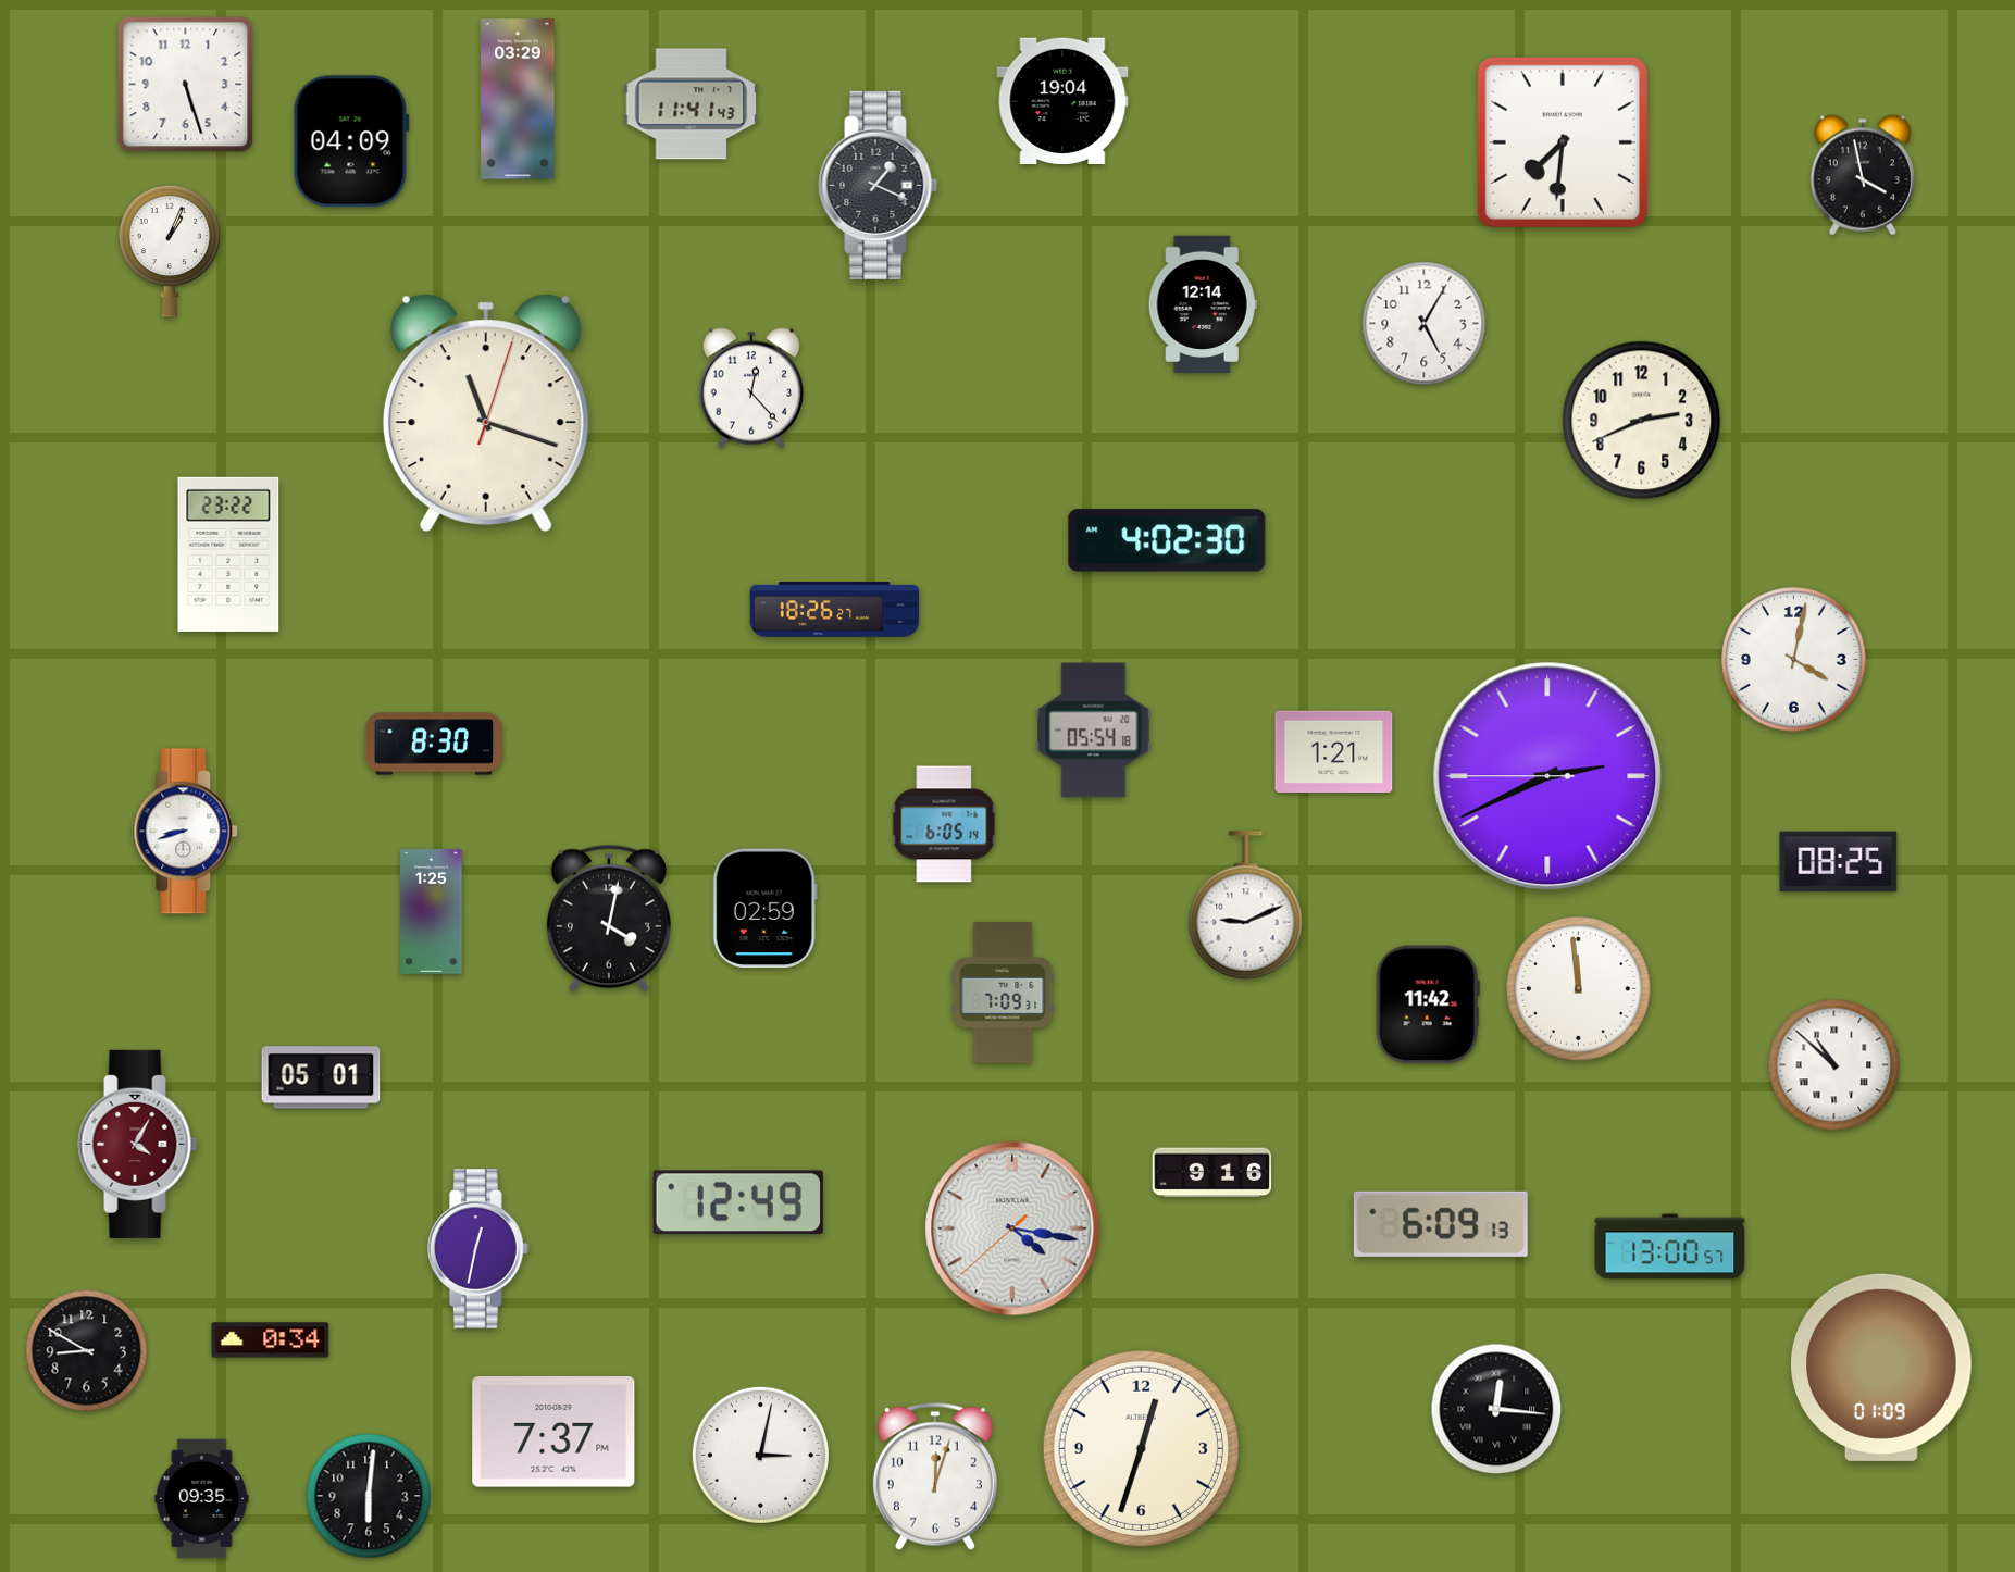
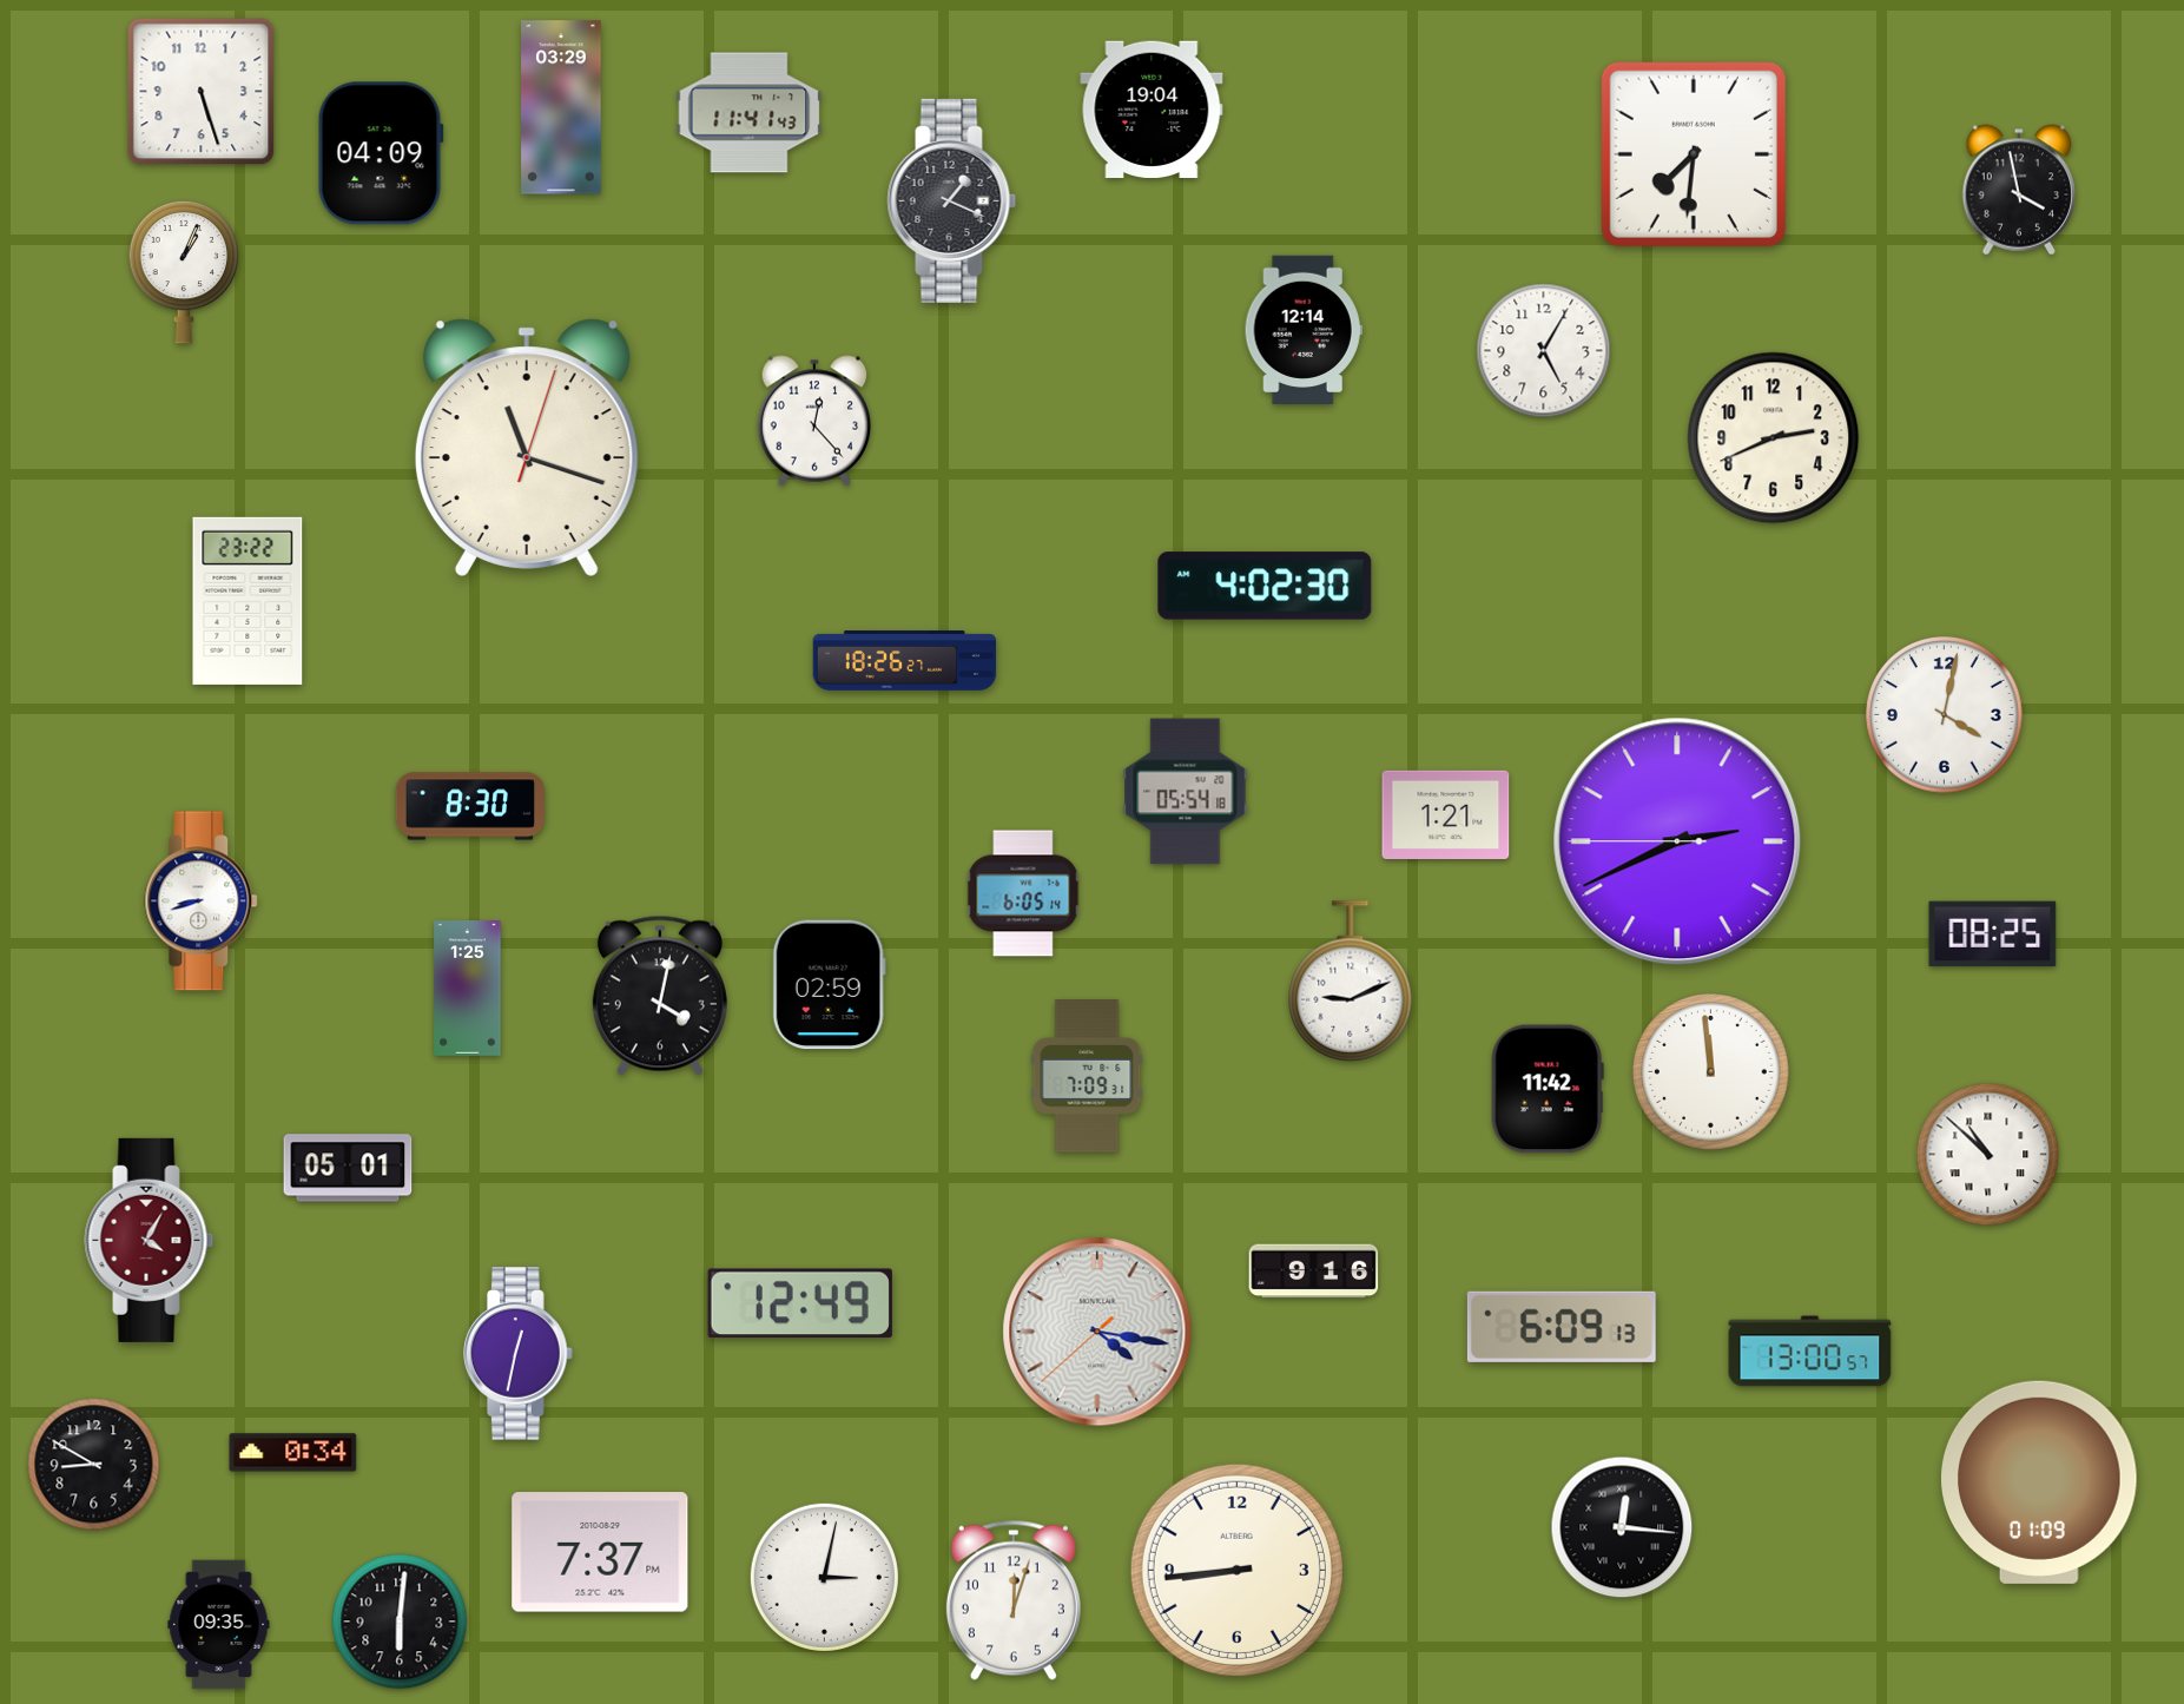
clock at (1642, 421) position: (1642, 421) -> (1774, 438)
clock at (1141, 1448): 12:33 -> 8:44
